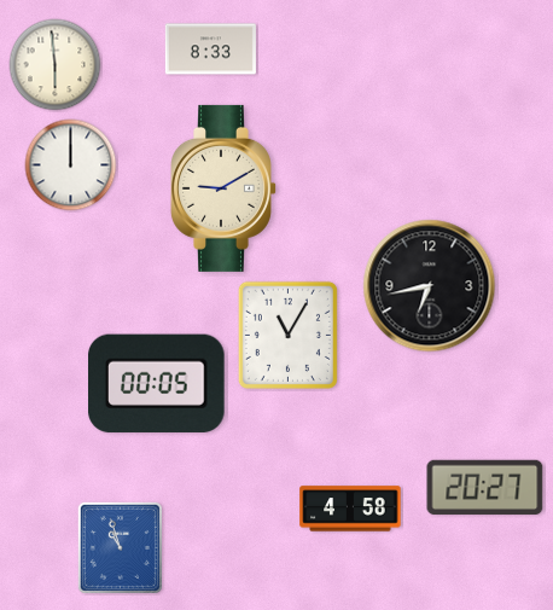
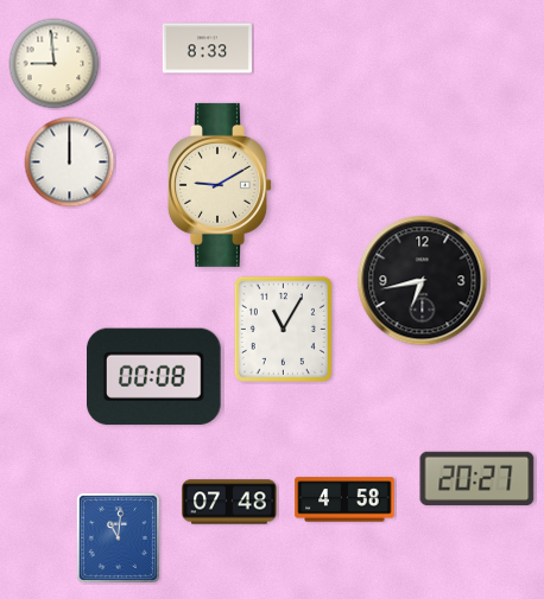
clock at (56, 65): 5:59 -> 8:59
clock at (157, 383): 00:05 -> 00:08
clock at (229, 502): none -> 07:48
clock at (120, 547): 10:57 -> 11:01
